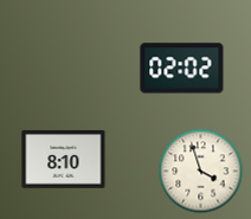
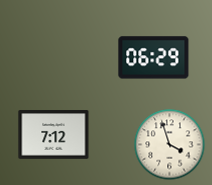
clock at (182, 69): 02:02 -> 06:29
clock at (64, 160): 8:10 -> 7:12
